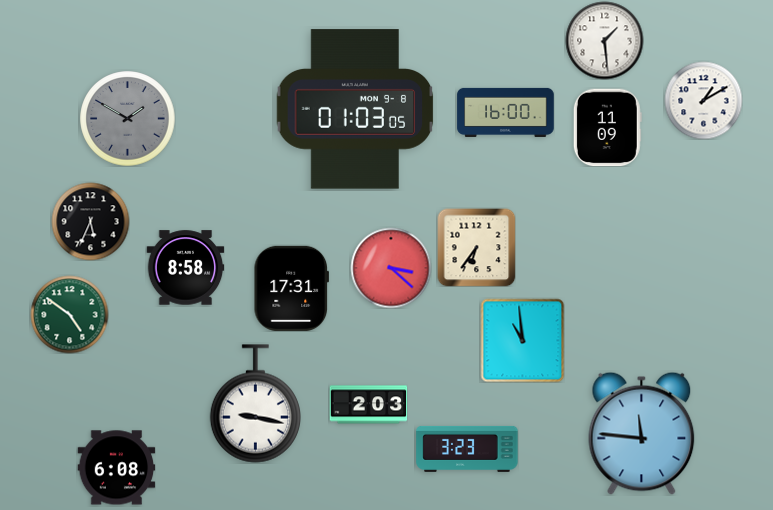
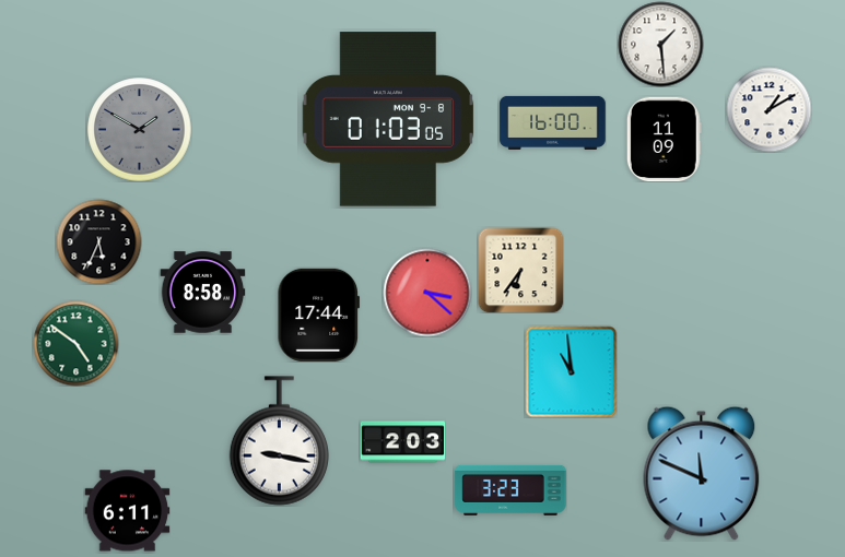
clock at (291, 288): 17:31 -> 17:44
clock at (642, 433): 11:46 -> 11:49
clock at (116, 468): 6:08 -> 6:11
